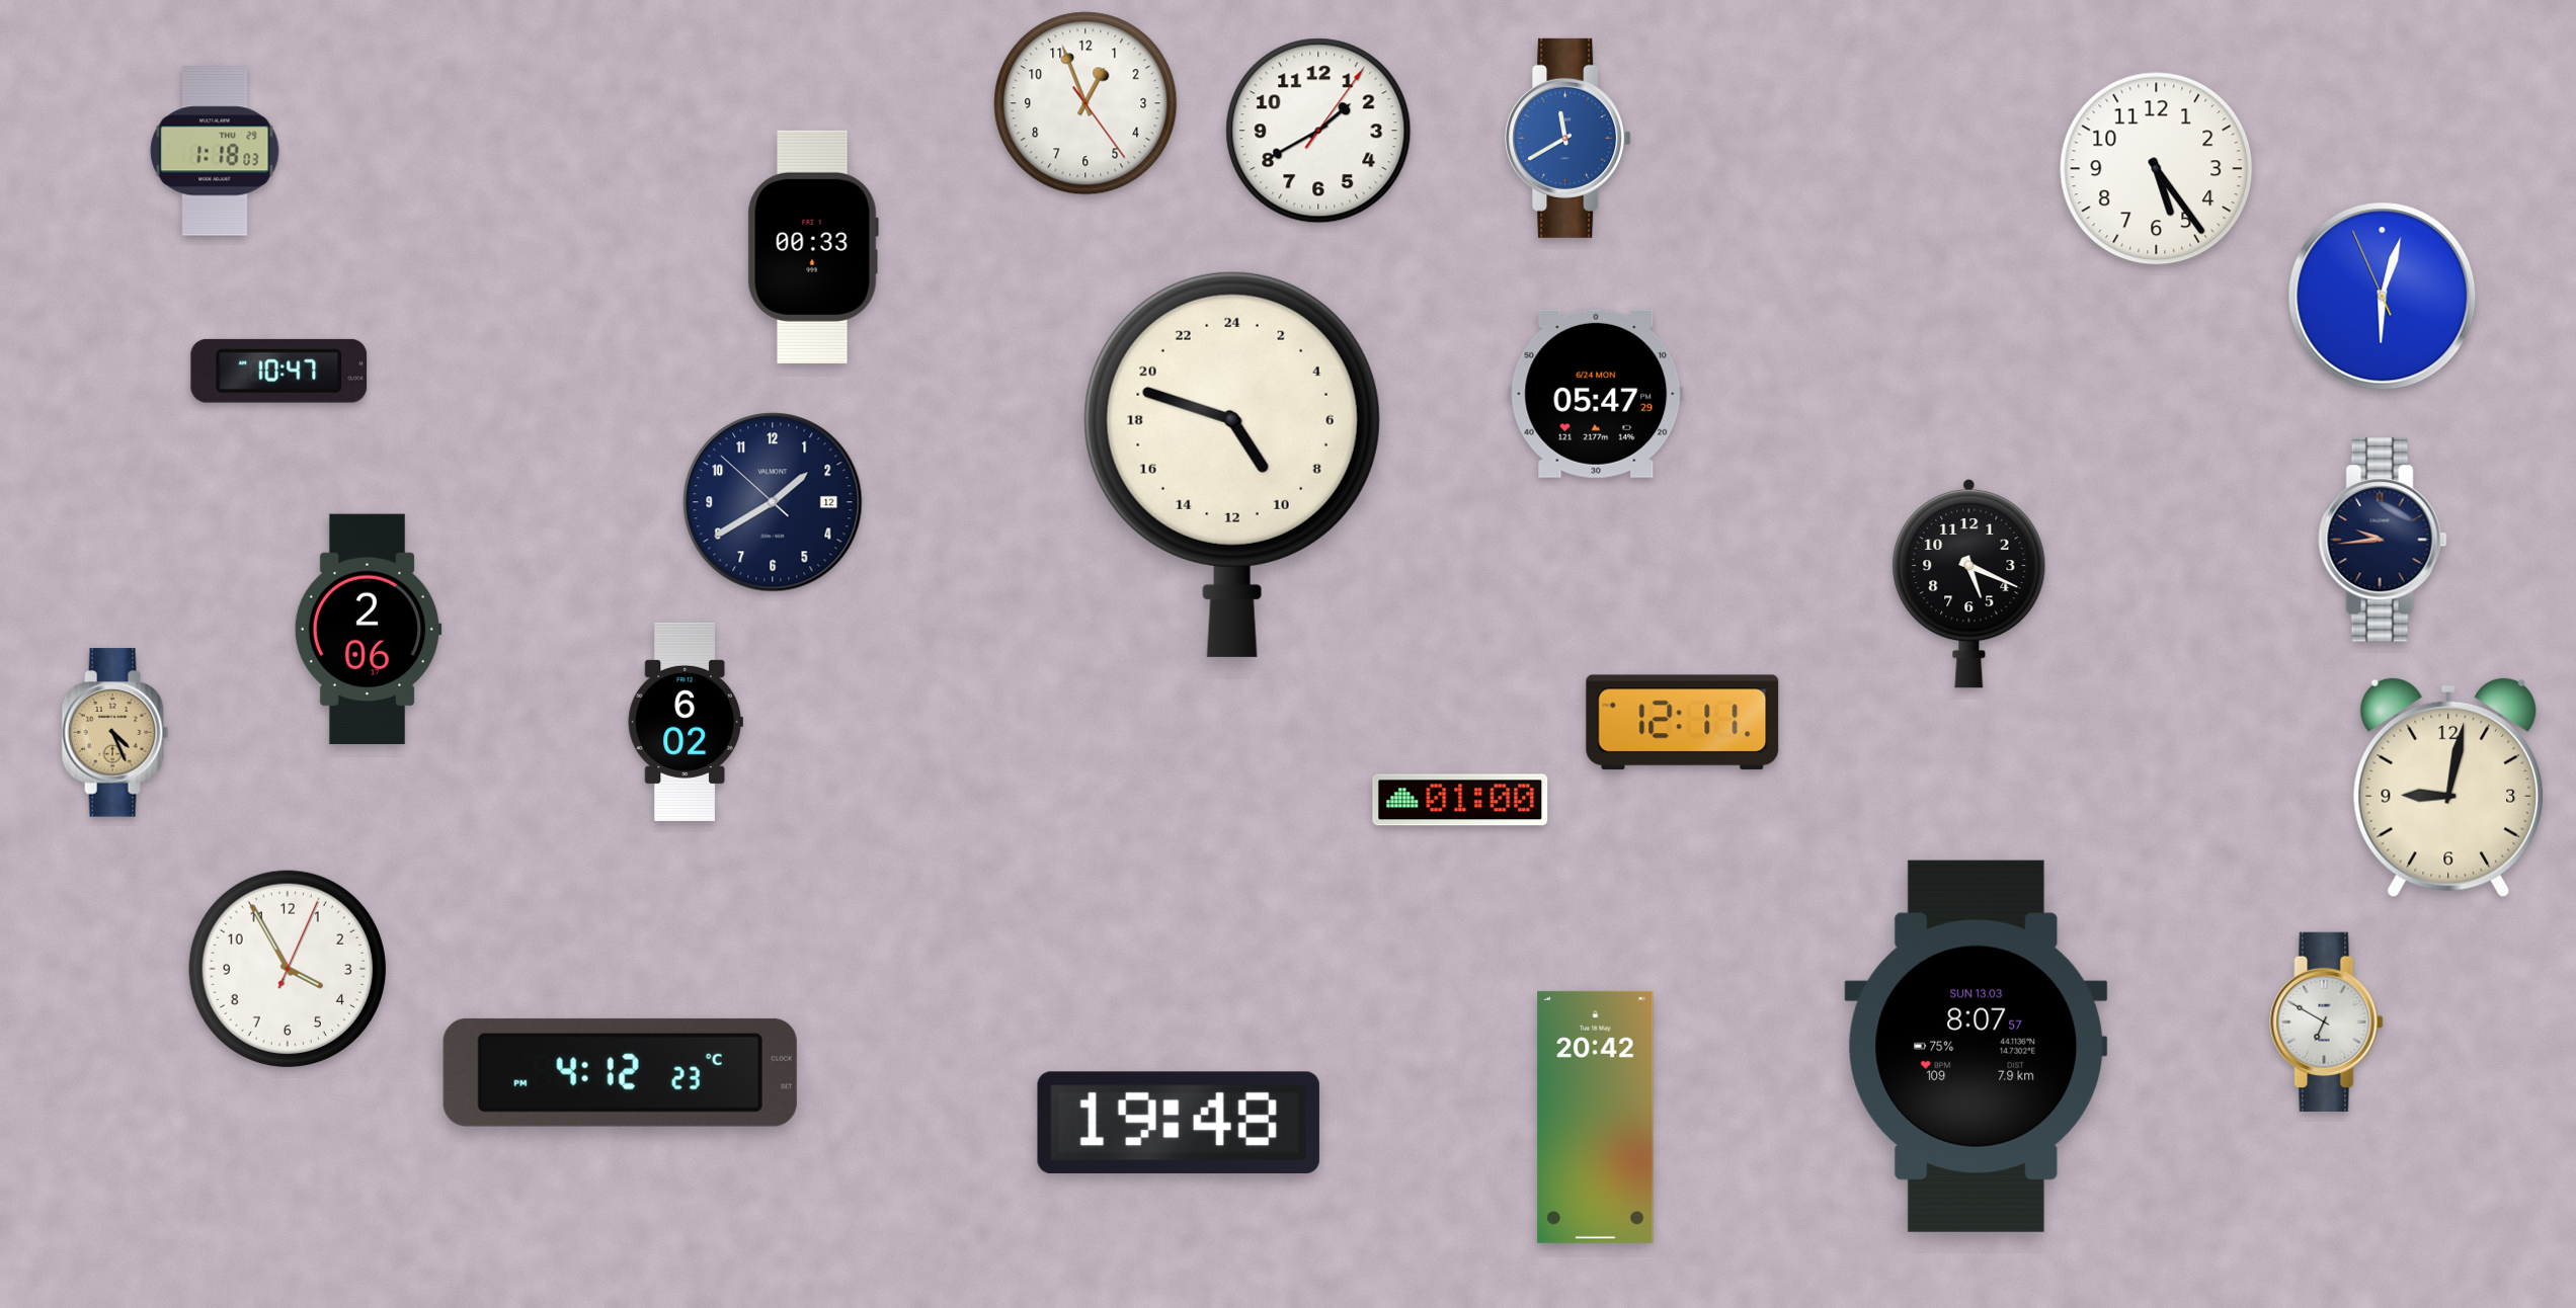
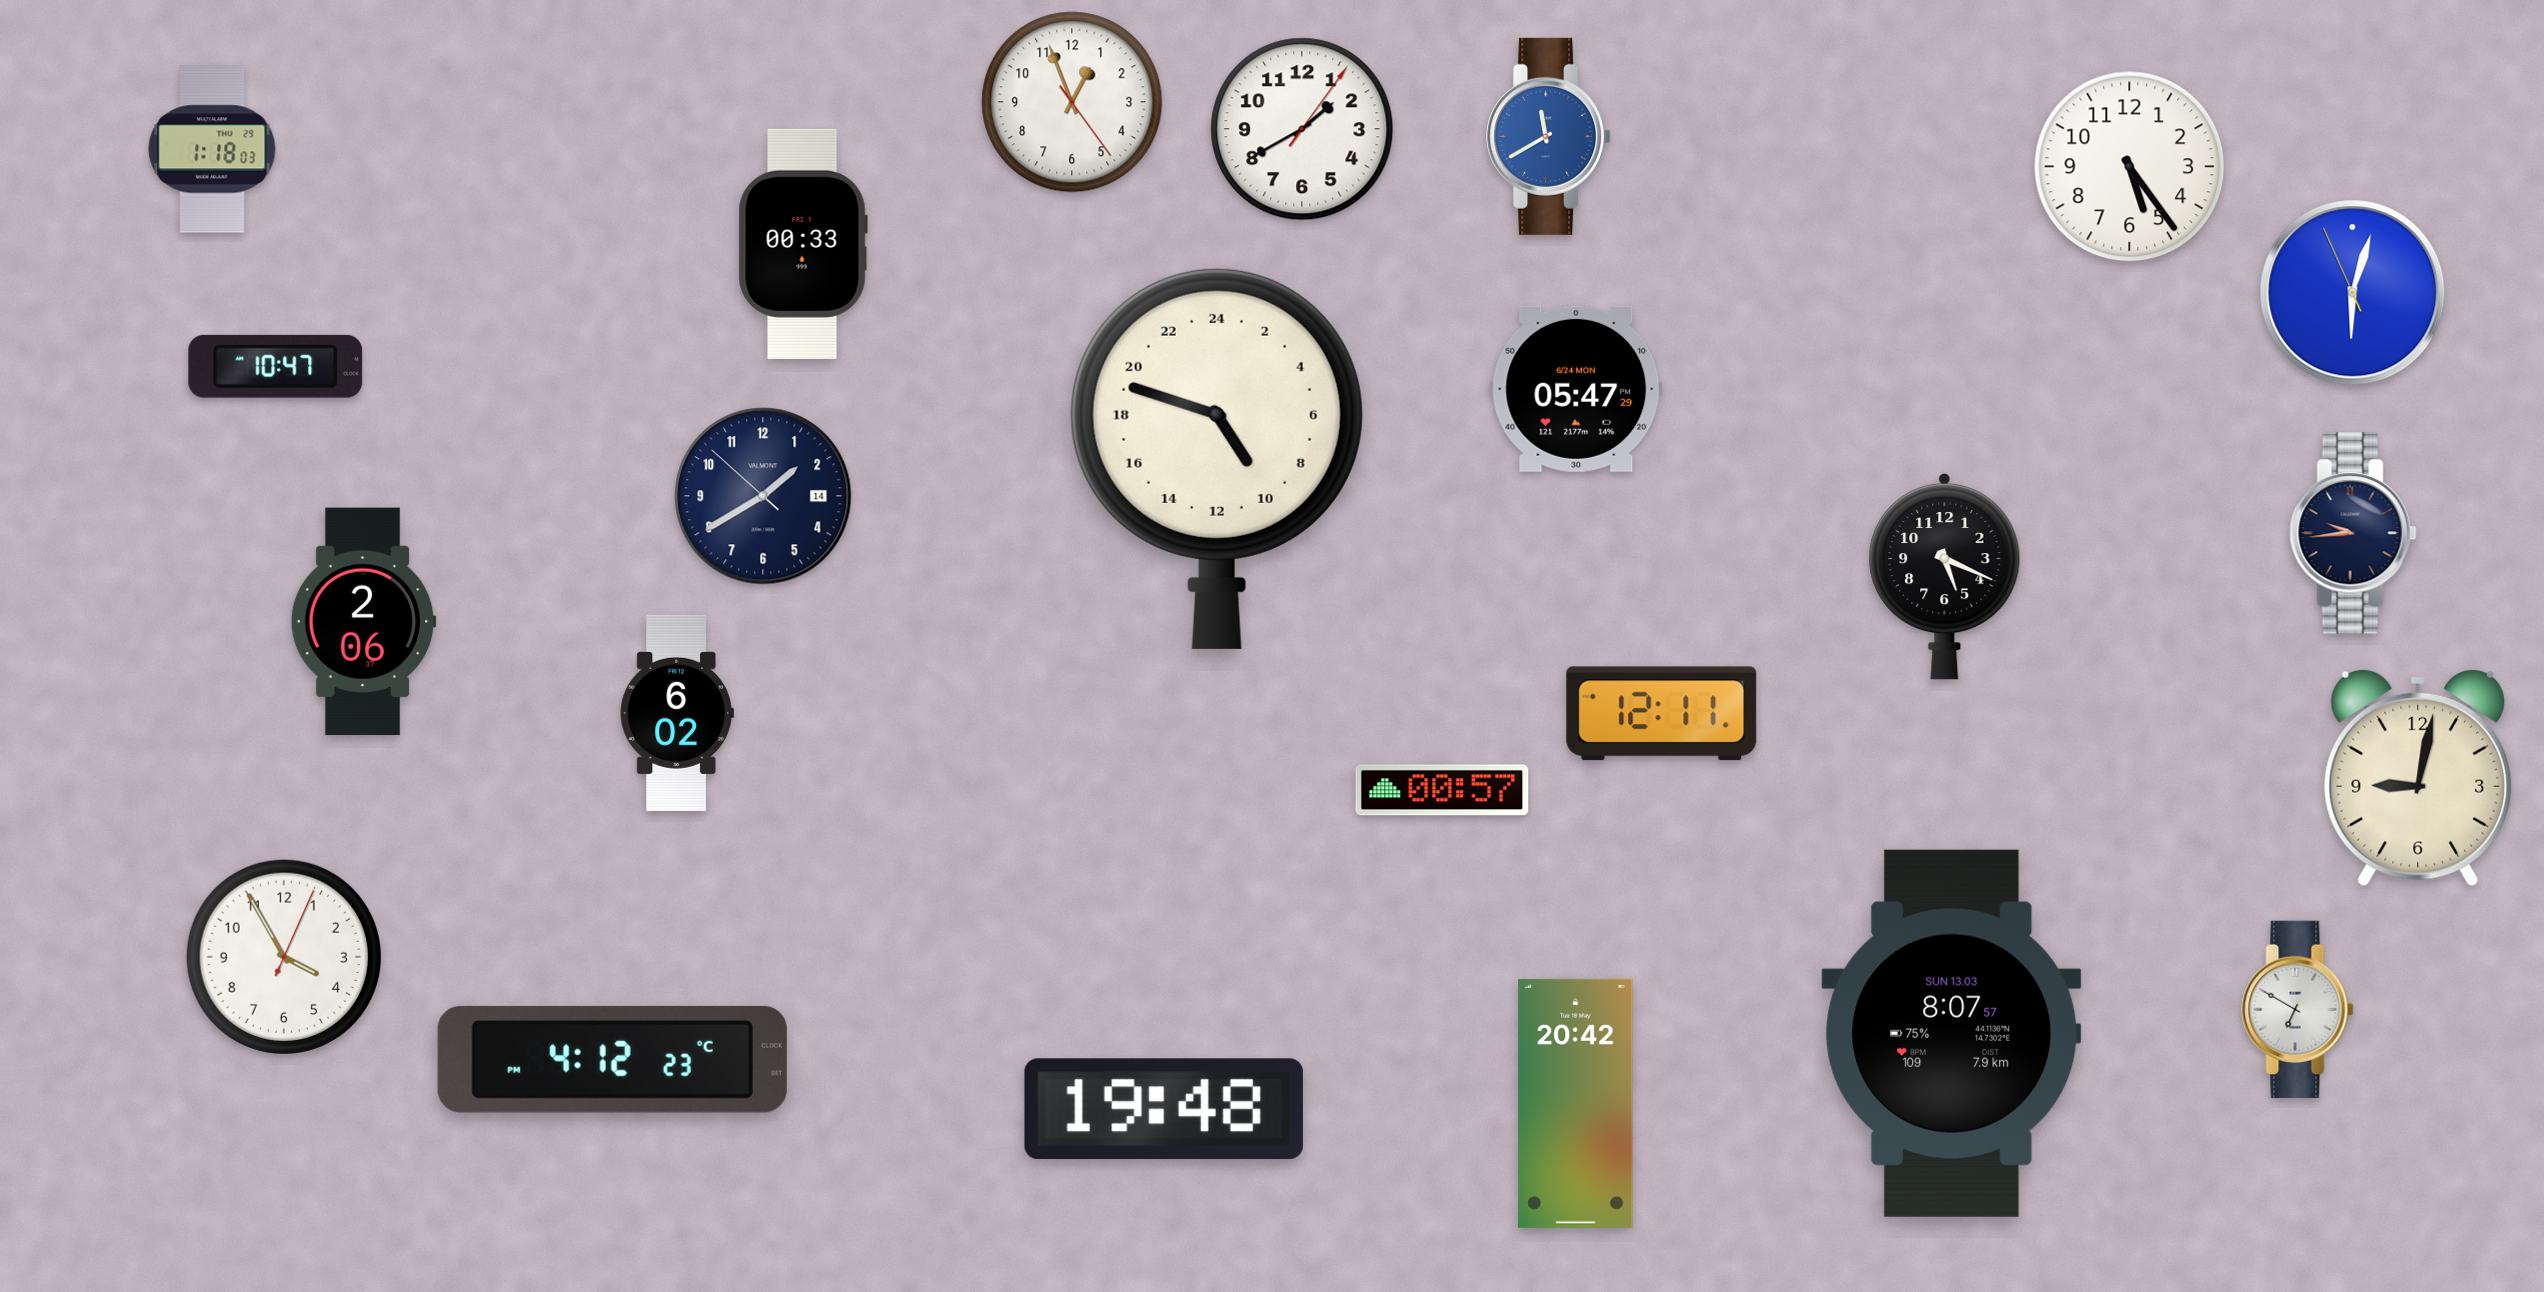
clock at (773, 502) date: 12 -> 14
clock at (115, 733): 4:26 -> none
clock at (1460, 800): 01:00 -> 00:57
